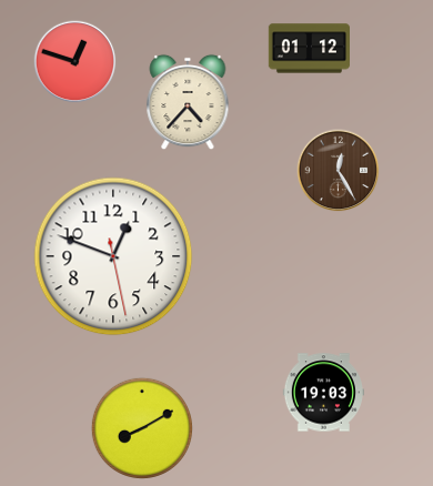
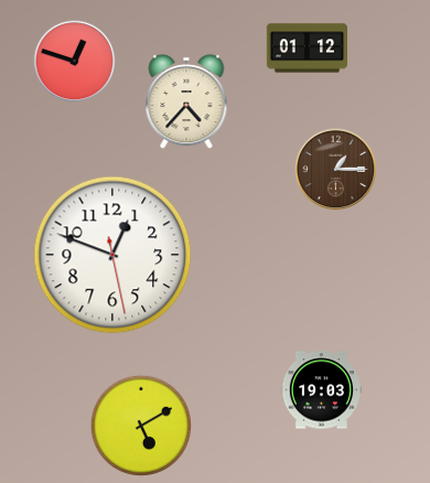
clock at (339, 171): 12:25 -> 1:15
clock at (142, 428): 8:10 -> 5:10
